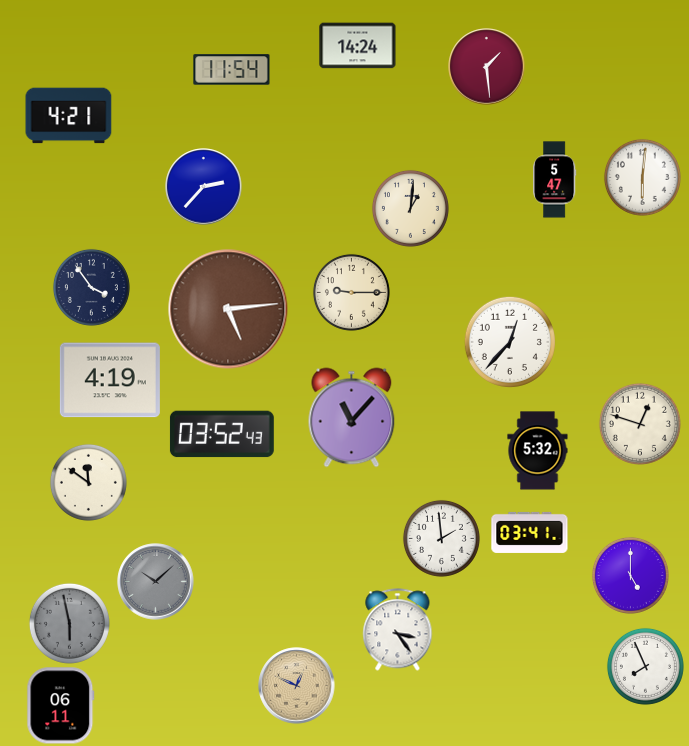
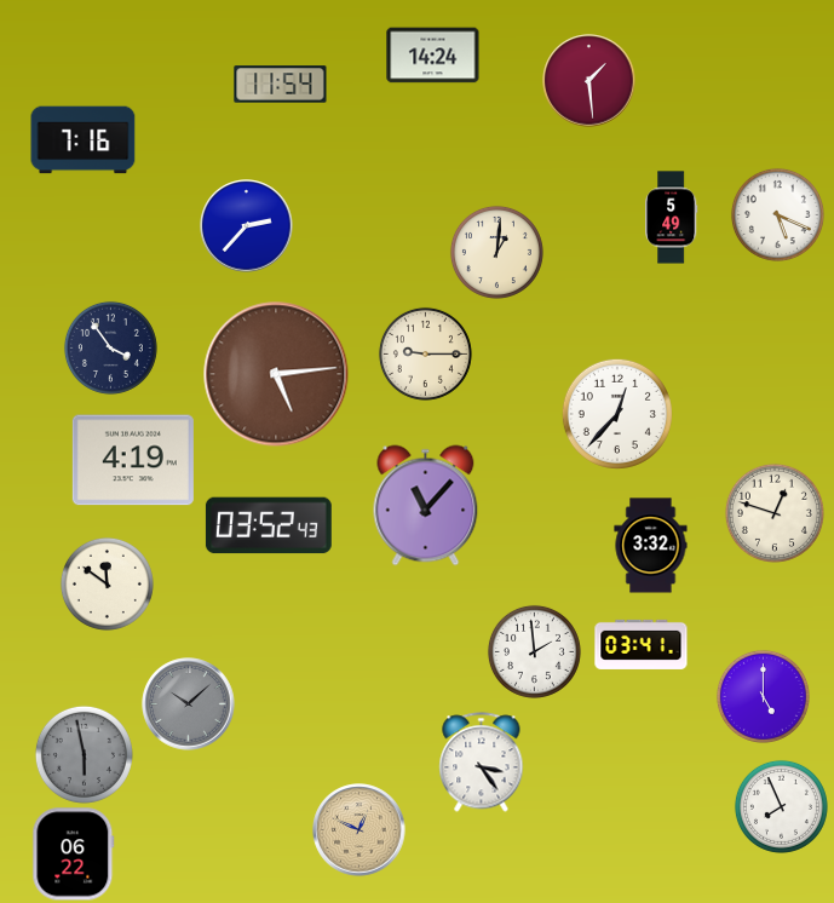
clock at (69, 116): 4:21 -> 7:16
clock at (642, 177): 6:01 -> 5:19
clock at (555, 180): 5:47 -> 5:49
clock at (538, 451): 5:32 -> 3:32
clock at (61, 706): 06:11 -> 06:22
